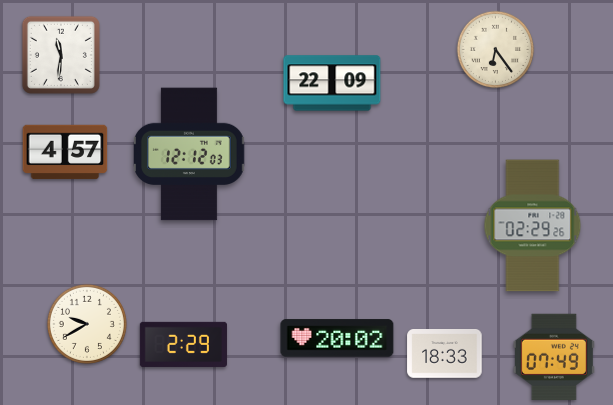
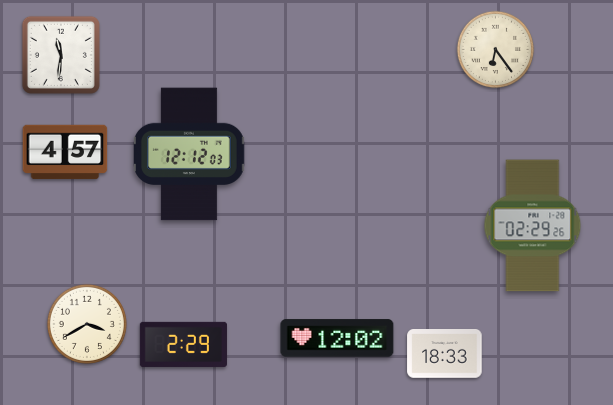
clock at (332, 83): 22:09 -> none
clock at (87, 324): 9:40 -> 3:40
clock at (337, 338): 20:02 -> 12:02
clock at (554, 357): 07:49 -> none
